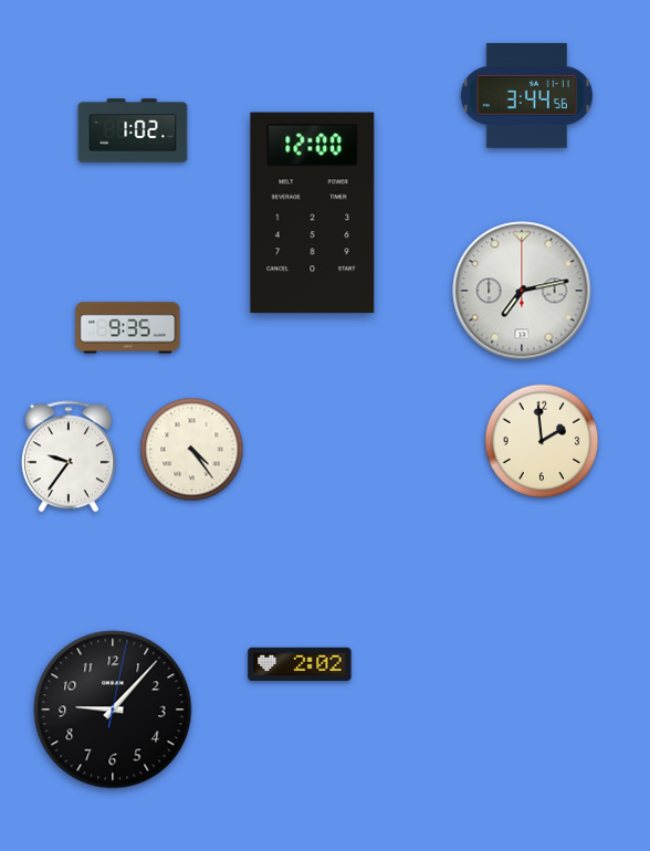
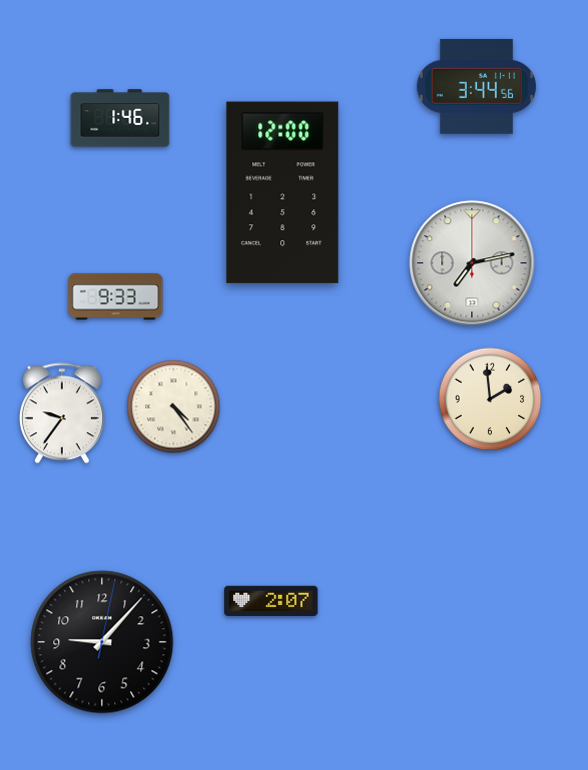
clock at (133, 130): 1:02 -> 1:46
clock at (128, 328): 9:35 -> 9:33
clock at (300, 663): 2:02 -> 2:07
